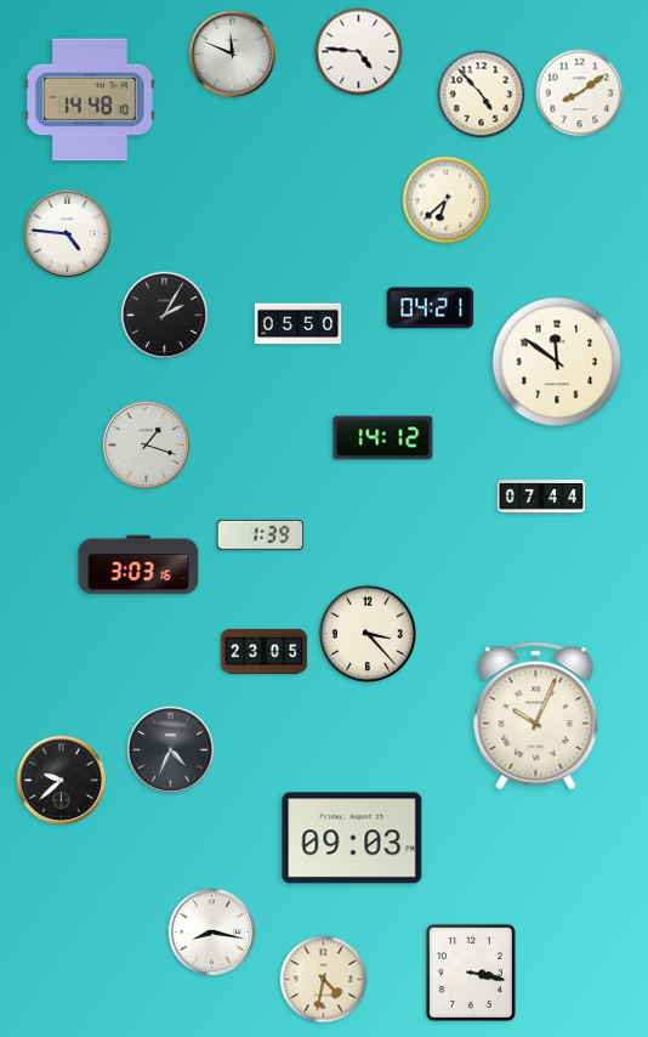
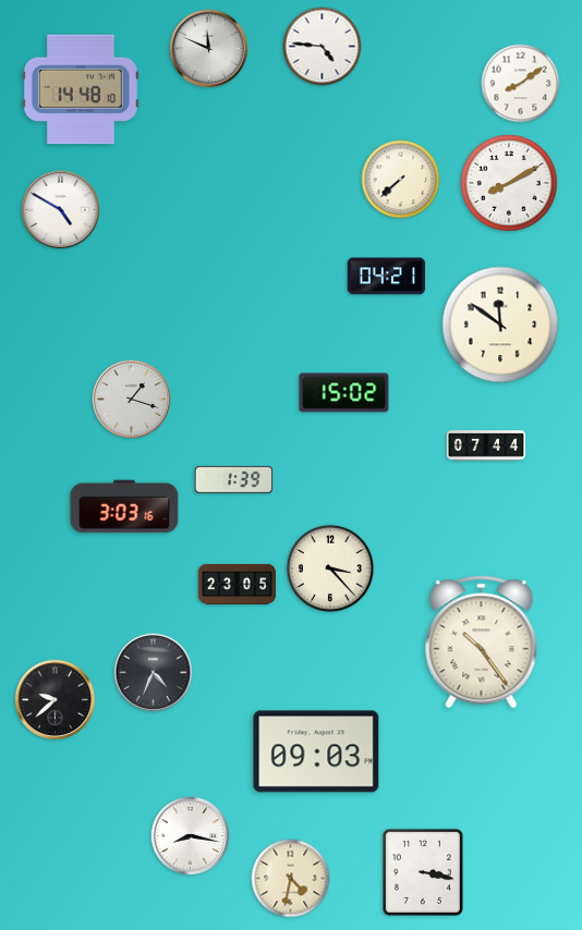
clock at (482, 95): 4:53 -> none
clock at (447, 200): 6:38 -> 7:38
clock at (509, 183): none -> 8:10
clock at (68, 234): 4:46 -> 4:50
clock at (165, 316): 2:05 -> none
clock at (299, 324): 05:50 -> none
clock at (383, 438): 14:12 -> 15:02
clock at (536, 716): 10:04 -> 10:24
